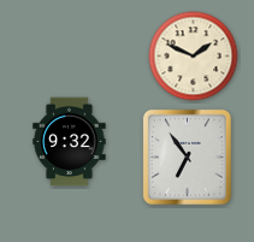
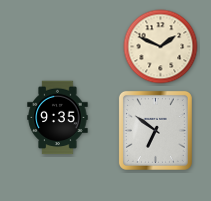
clock at (70, 142): 9:32 -> 9:35
clock at (187, 157): 6:54 -> 6:51
